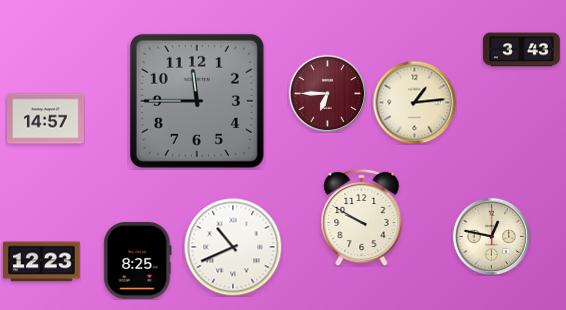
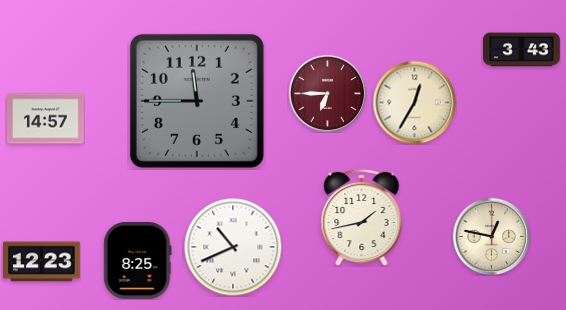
clock at (414, 102): 1:14 -> 12:35
clock at (362, 217): 9:50 -> 1:43
